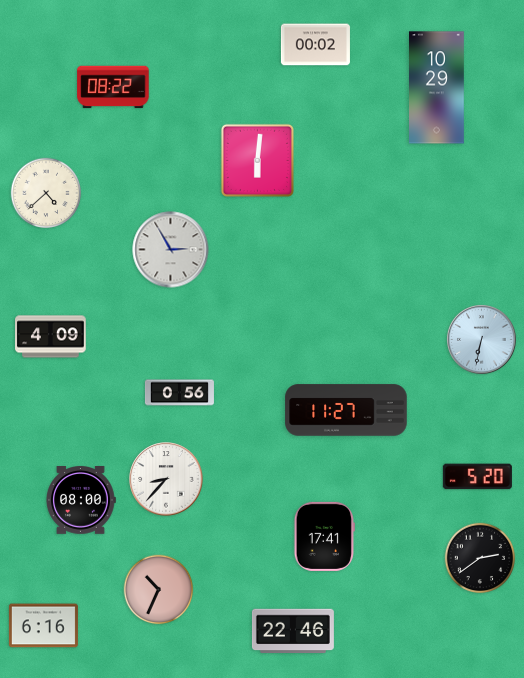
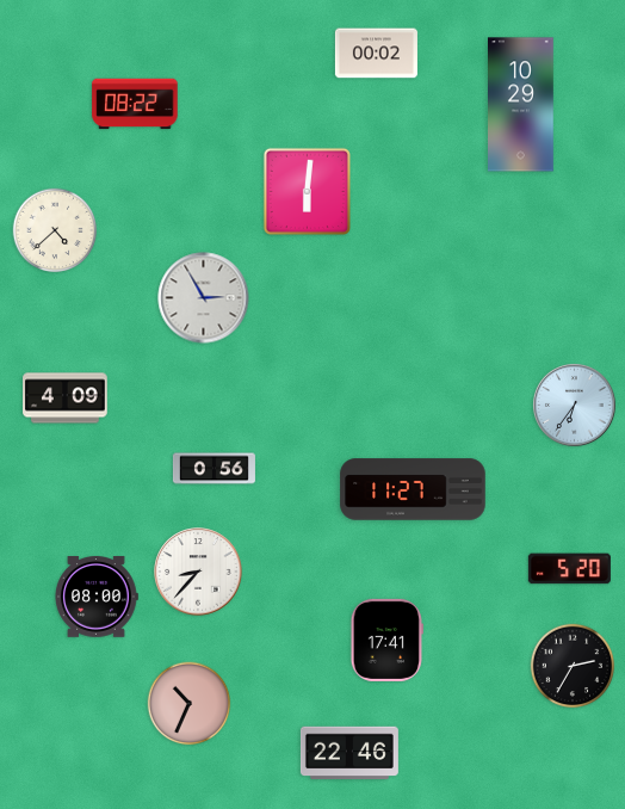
clock at (51, 337) position: (51, 337) -> (66, 399)
clock at (482, 340): 6:32 -> 6:36
clock at (480, 558): 2:39 -> 2:35
clock at (43, 626): 6:16 -> none
